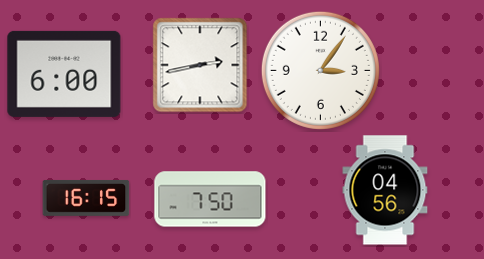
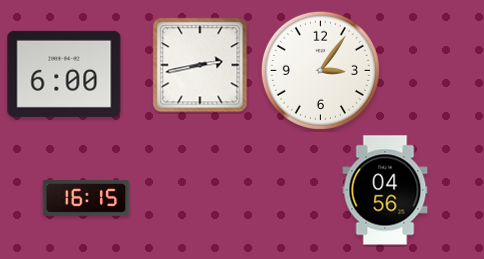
clock at (210, 199): 7:50 -> none
